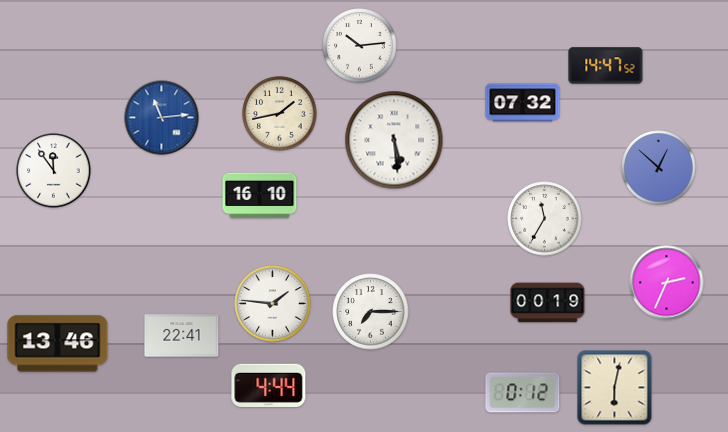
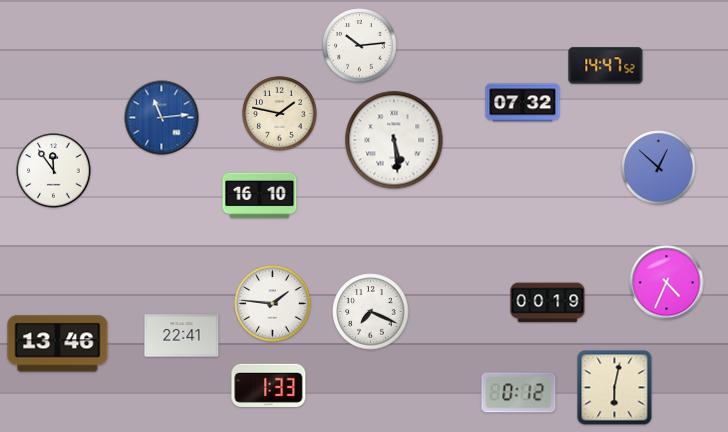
clock at (280, 114): 1:43 -> 1:47
clock at (545, 219): 11:35 -> none
clock at (667, 283): 2:34 -> 4:34
clock at (371, 312): 7:15 -> 7:19
clock at (269, 385): 4:44 -> 1:33
clock at (523, 393) position: (523, 393) -> (519, 393)
